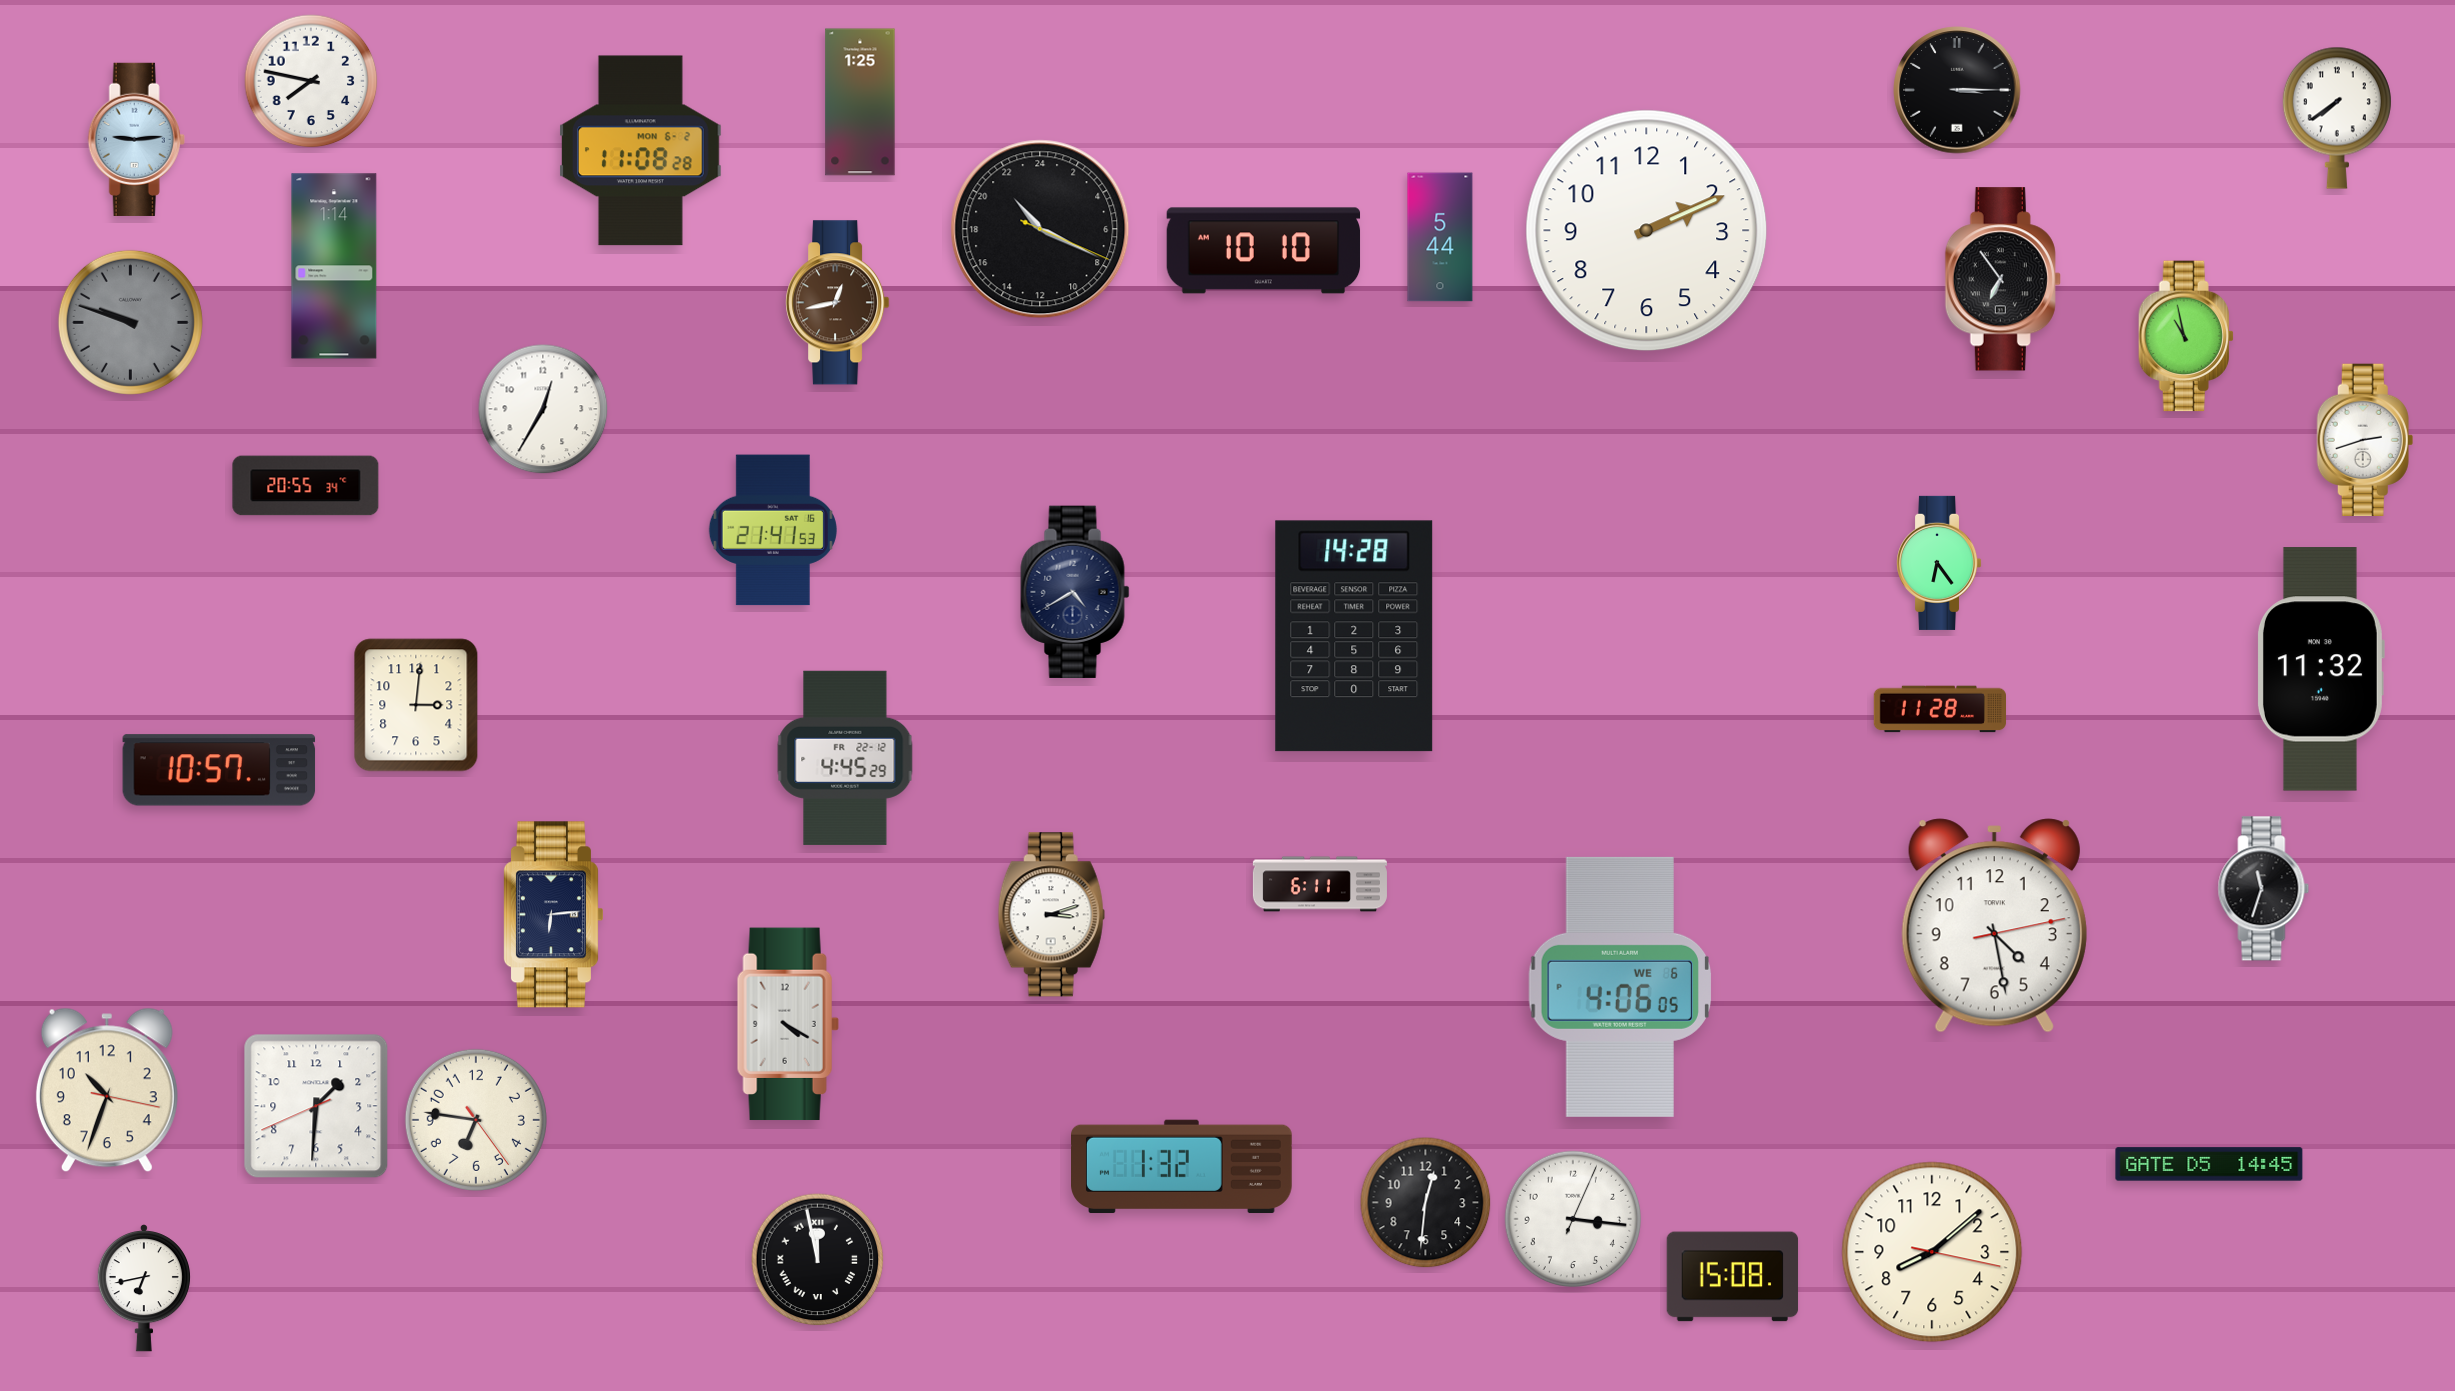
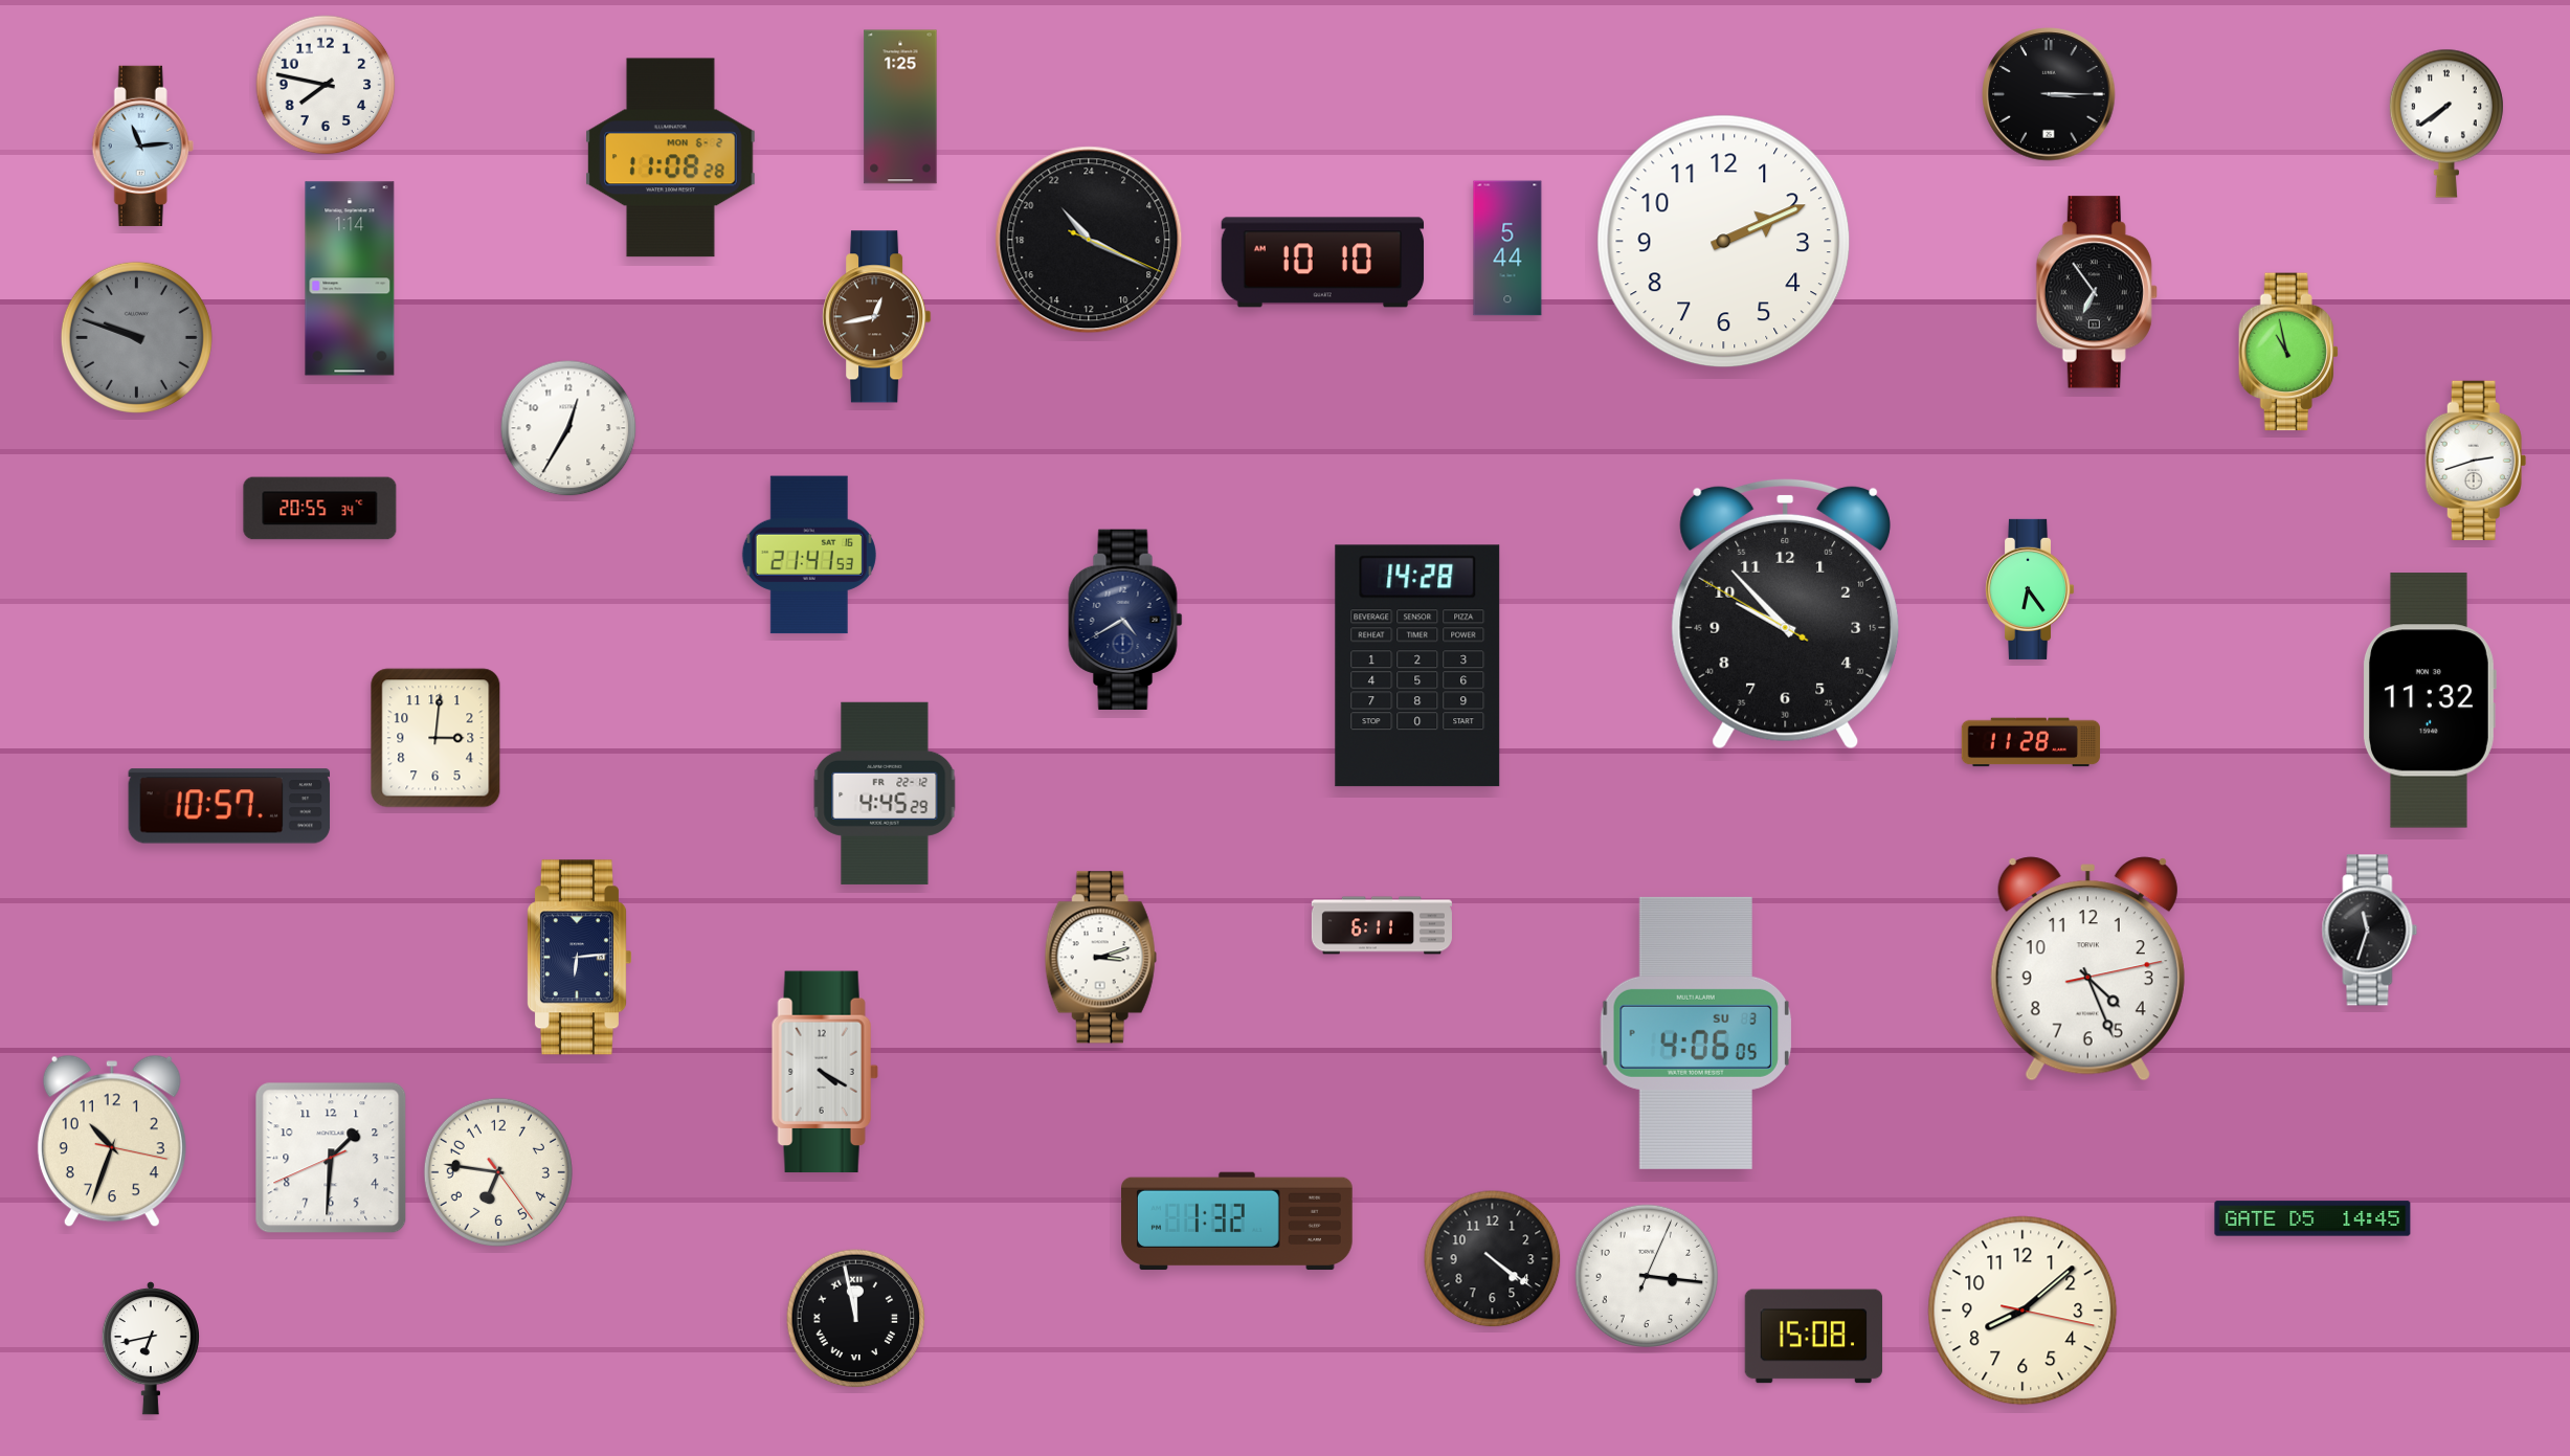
clock at (136, 139): 9:14 -> 11:14
clock at (1786, 613): none -> 9:52
clock at (1994, 926): 4:28 -> 4:26
clock at (1619, 987) date: WE 6 -> SU 3
clock at (1426, 1203): 12:31 -> 4:21
